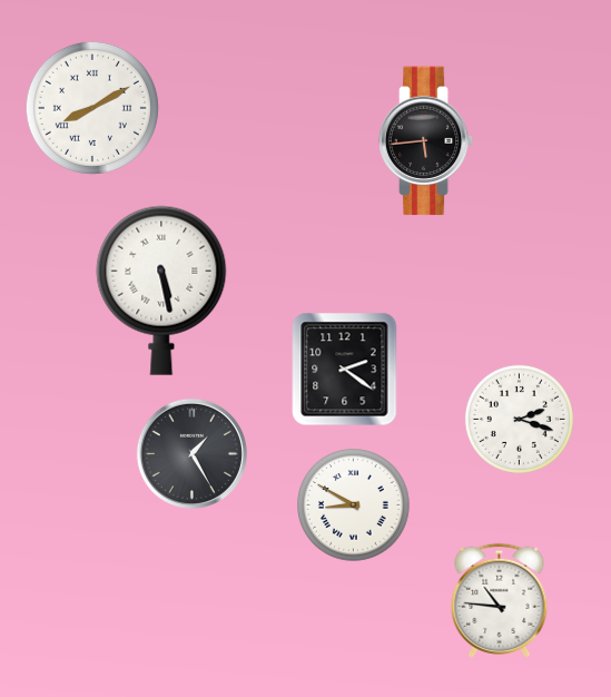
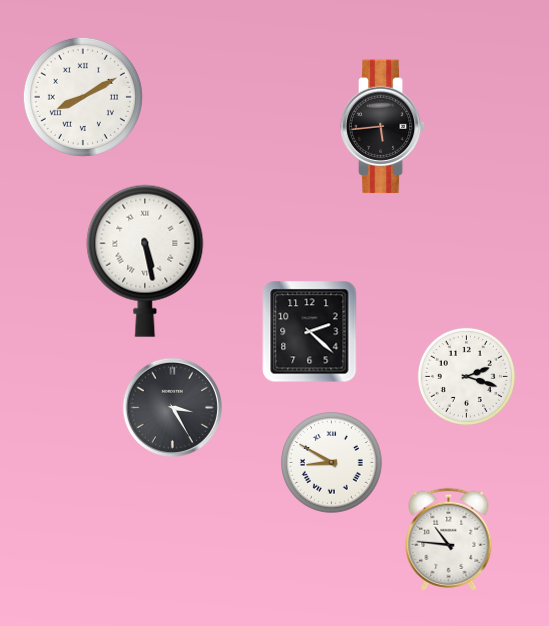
clock at (345, 370): 2:21 -> 2:22
clock at (191, 453): 1:25 -> 3:25
clock at (354, 505) position: (354, 505) -> (332, 463)
